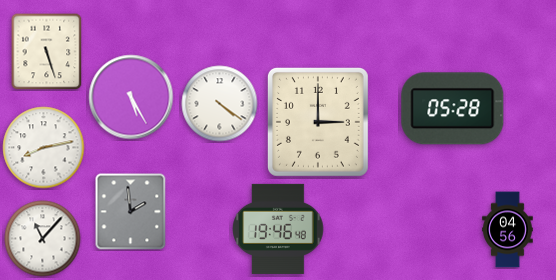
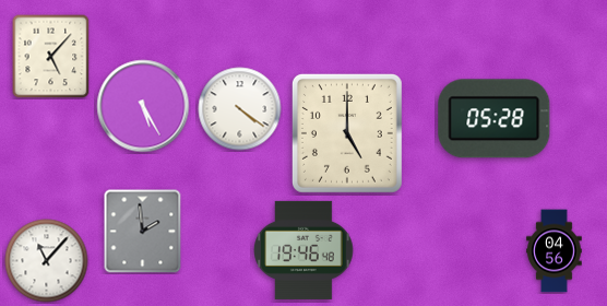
clock at (47, 51): 5:27 -> 5:07
clock at (220, 104) position: (220, 104) -> (240, 109)
clock at (318, 122): 3:00 -> 5:00
clock at (44, 148): 8:13 -> none
